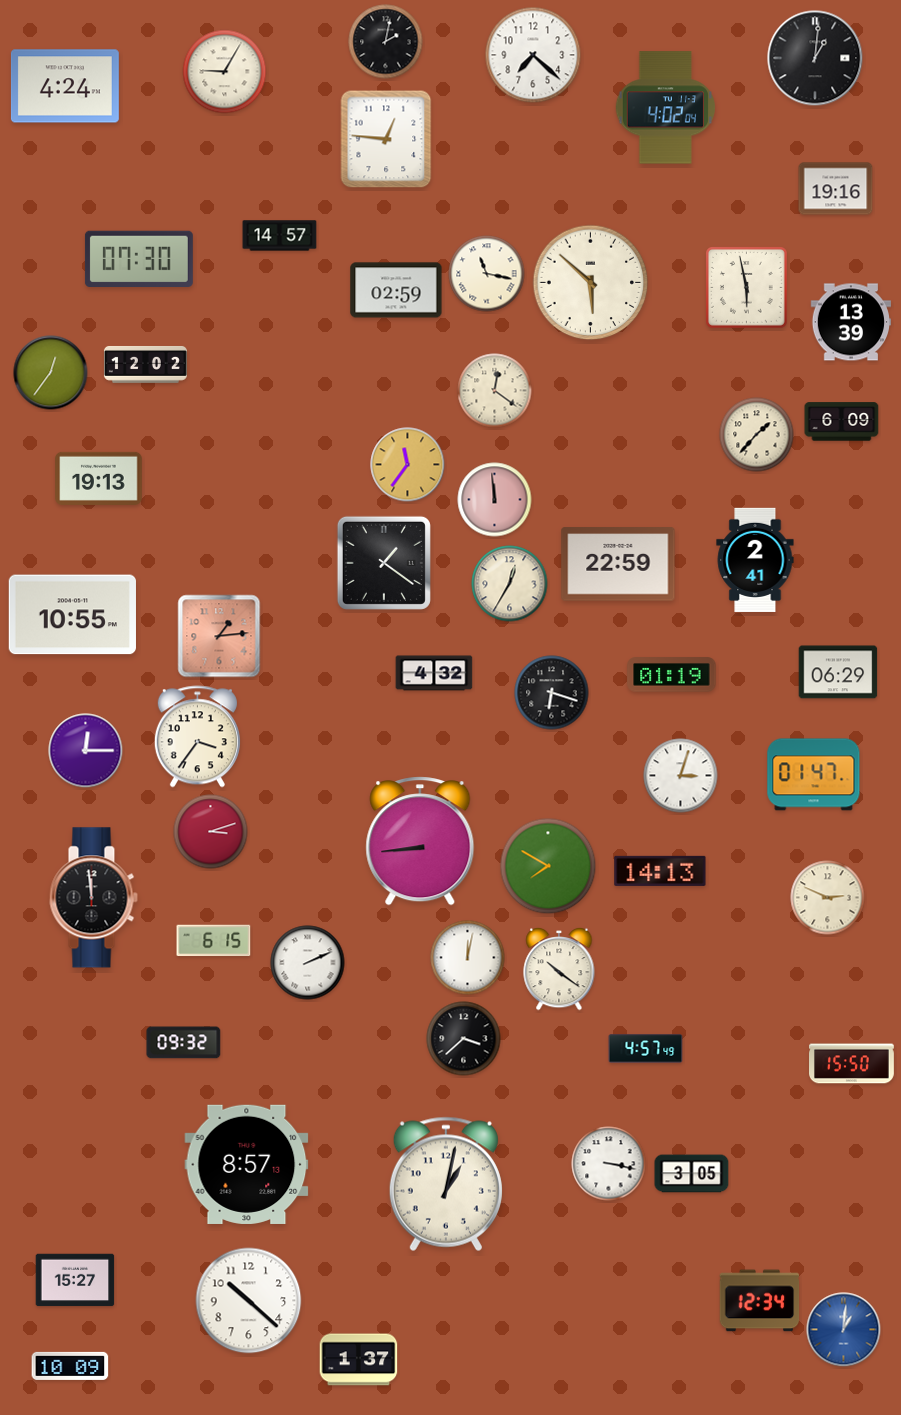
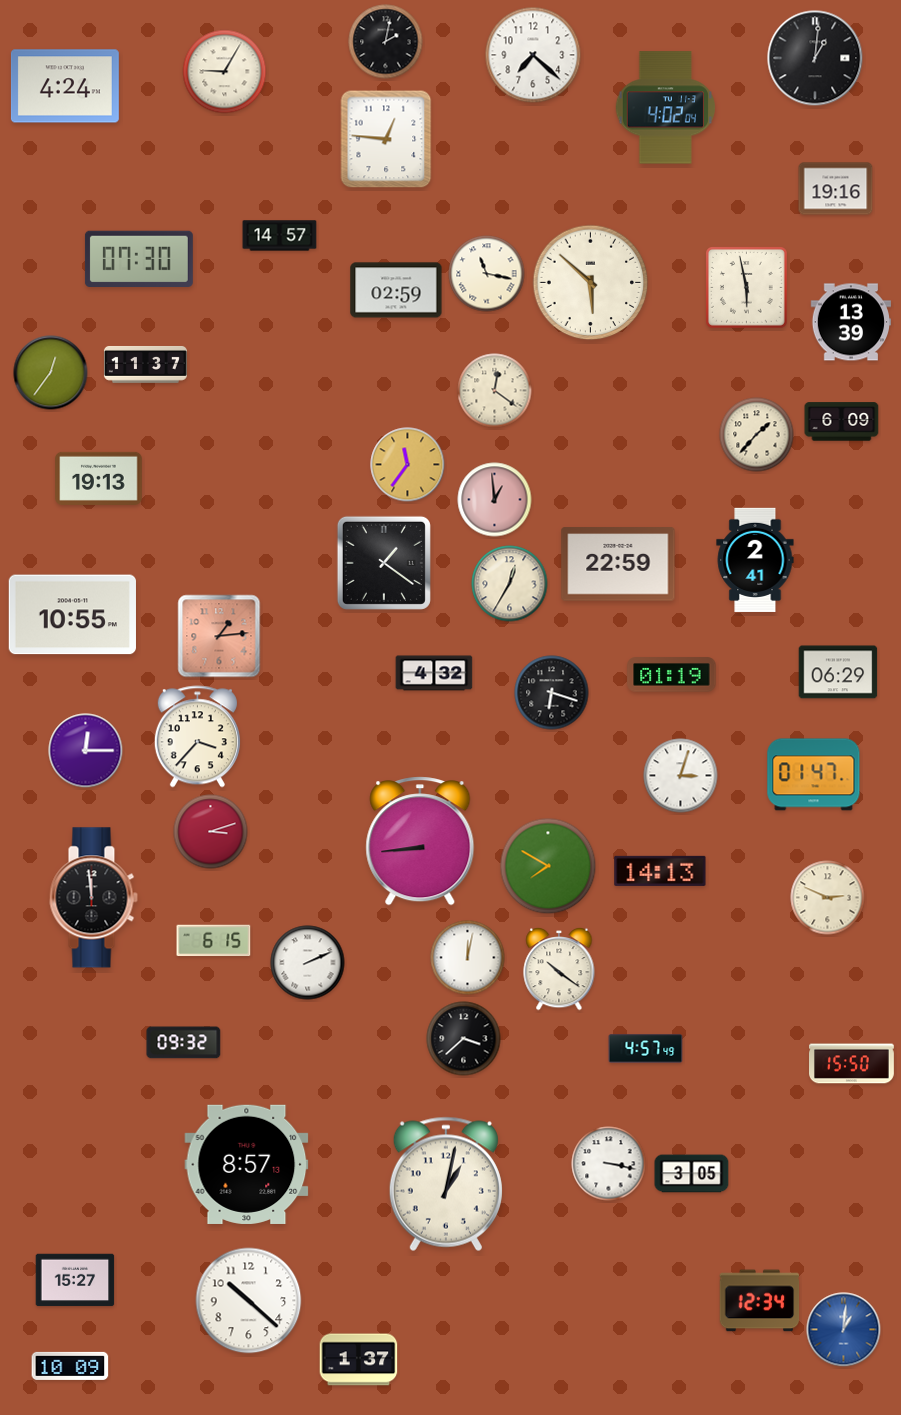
clock at (145, 365): 12:02 -> 11:37
clock at (495, 500): 11:59 -> 12:59
clock at (197, 737): 3:36 -> 3:37
